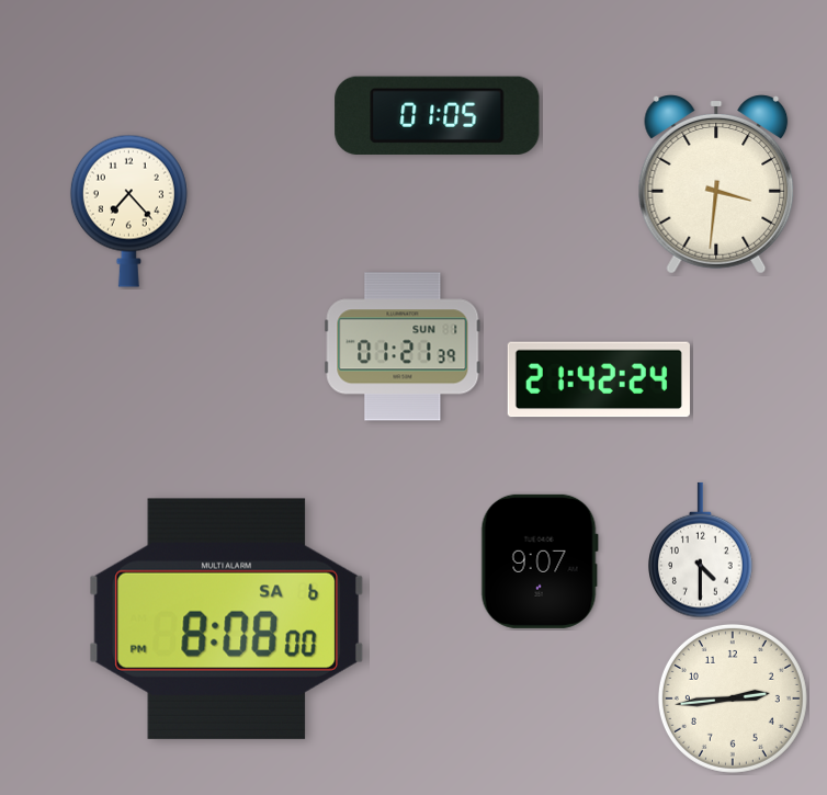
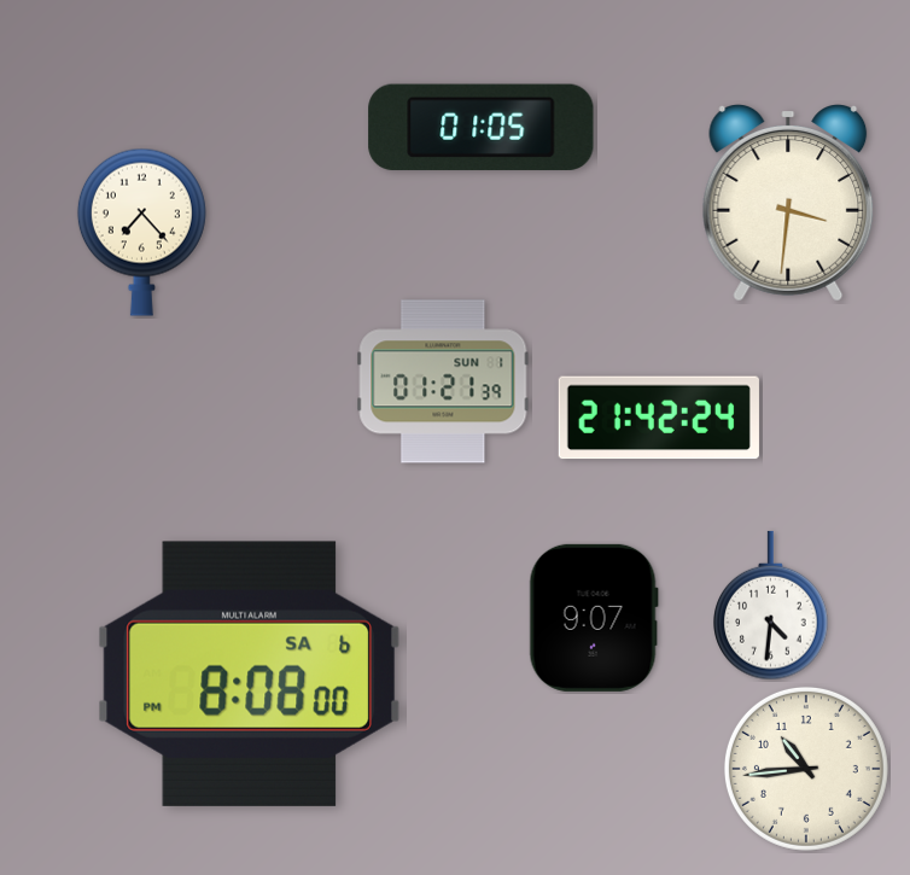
clock at (701, 550): 4:30 -> 4:31
clock at (226, 618) position: (226, 618) -> (249, 673)
clock at (733, 699): 2:44 -> 10:44
